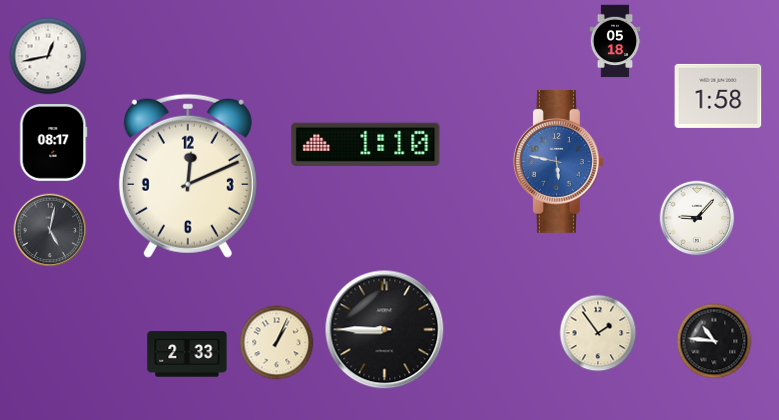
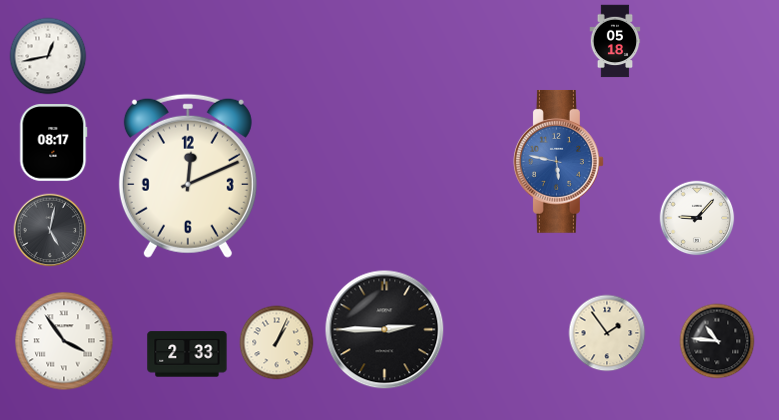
clock at (718, 96): 1:58 -> none
clock at (366, 144): 1:10 -> none
clock at (385, 330): 8:45 -> 2:45
clock at (598, 333) position: (598, 333) -> (607, 333)
clock at (64, 341): none -> 3:54
clock at (714, 341) position: (714, 341) -> (717, 341)
